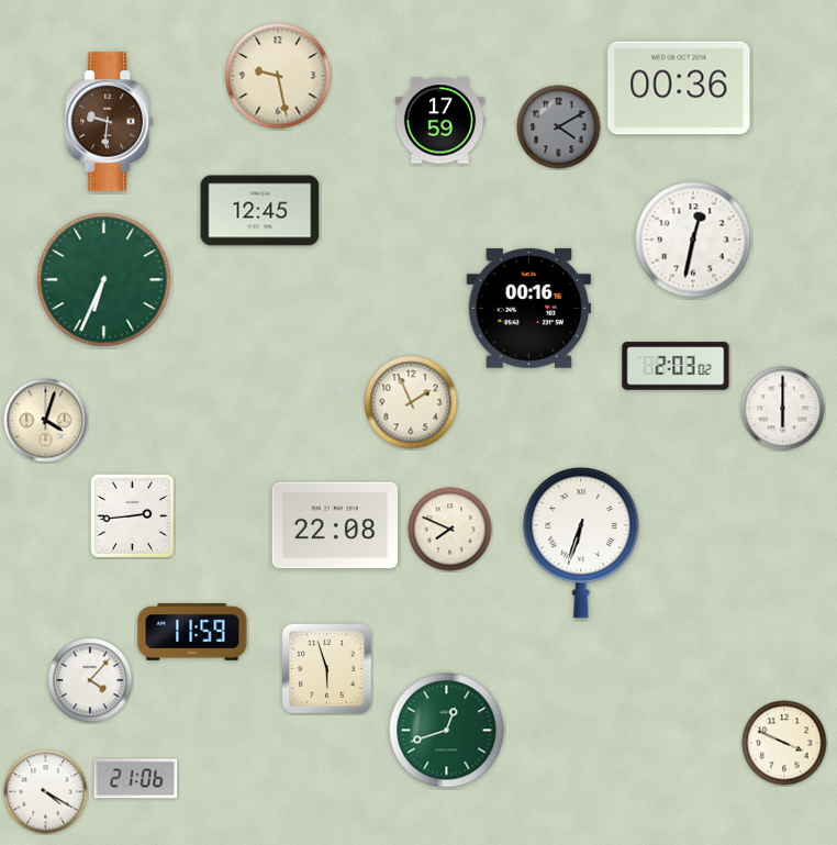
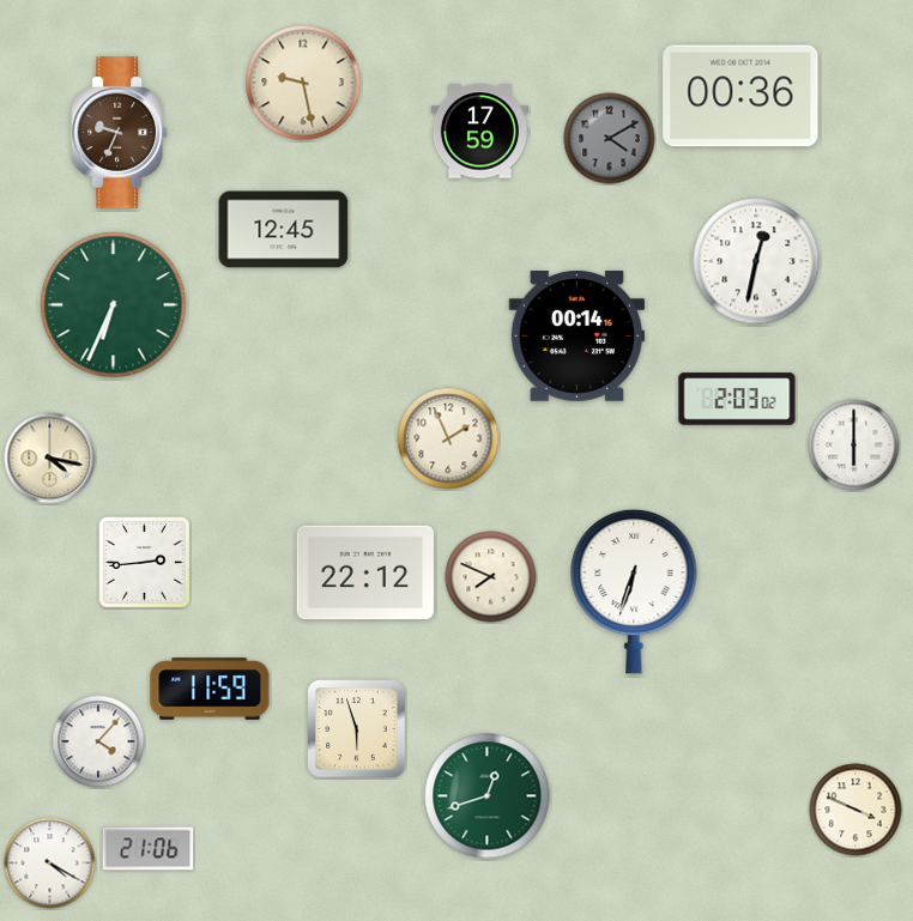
clock at (109, 122): 9:31 -> 9:34
clock at (529, 308): 00:16 -> 00:14
clock at (46, 421): 4:03 -> 4:17
clock at (334, 525): 22:08 -> 22:12
